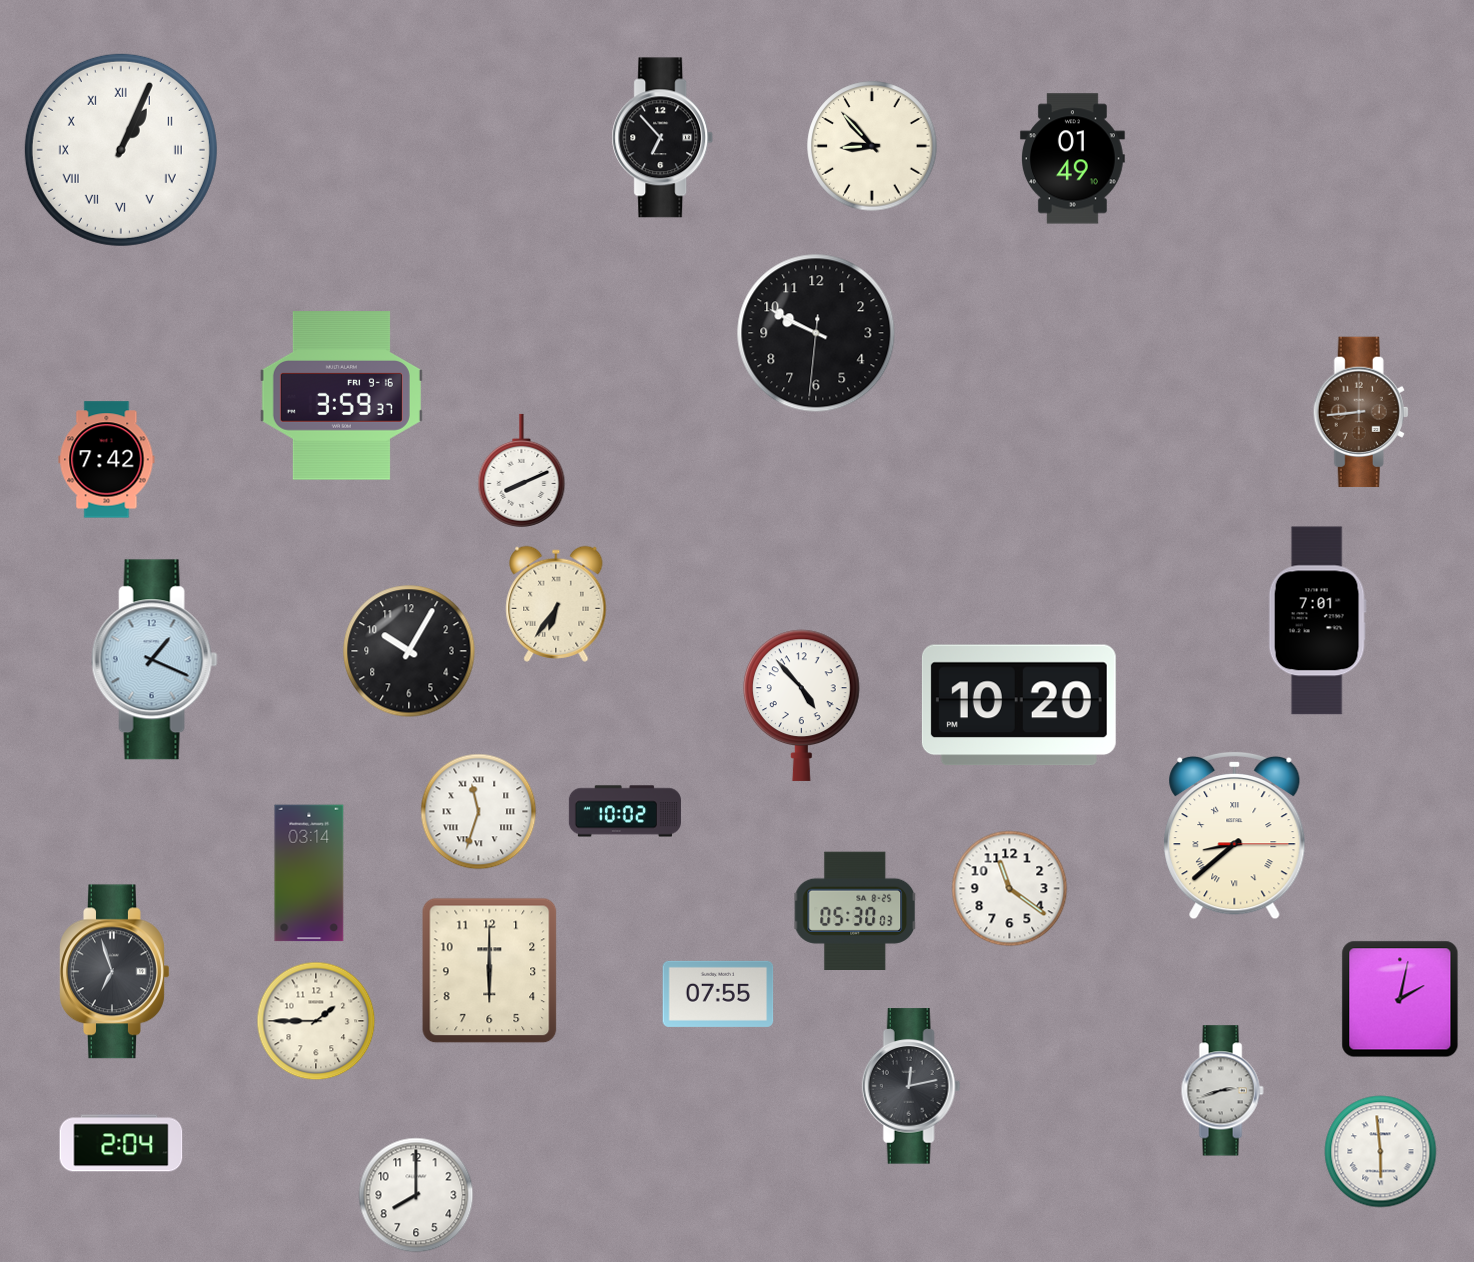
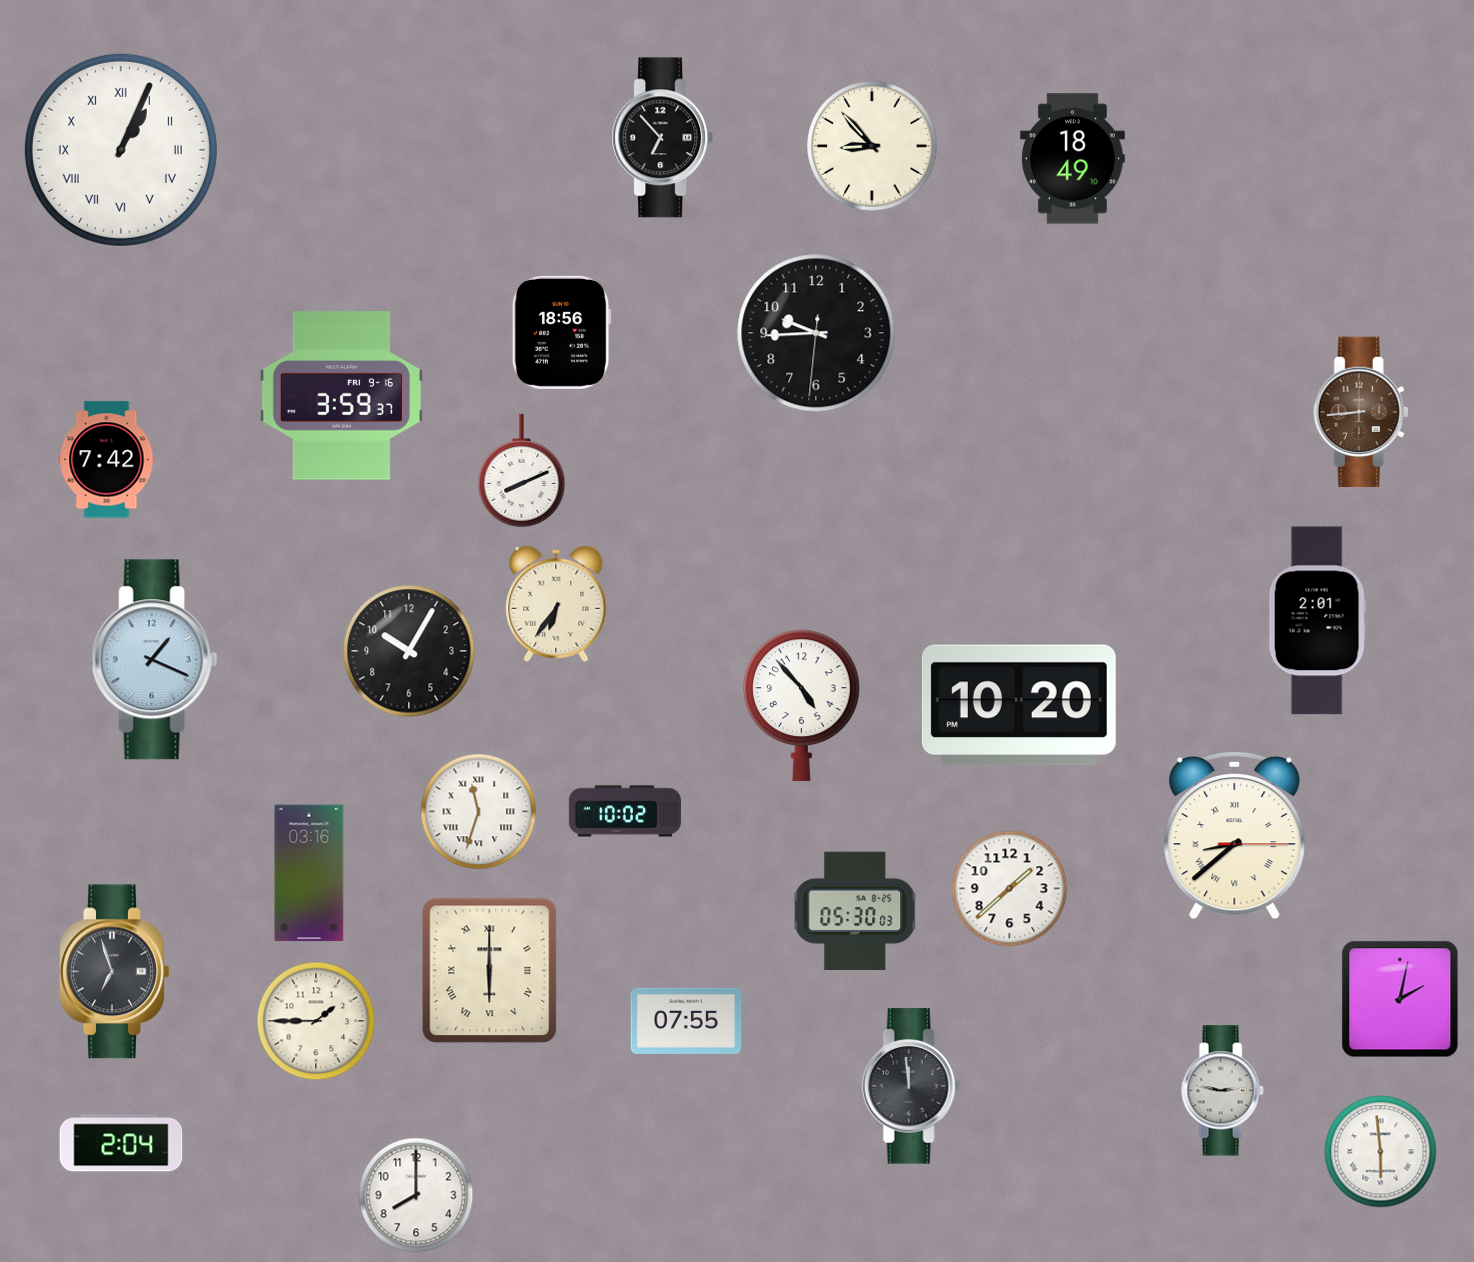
clock at (1072, 159): 01:49 -> 18:49
clock at (561, 332): none -> 18:56
clock at (816, 333): 9:49 -> 9:44
clock at (1317, 621): 7:01 -> 2:01
clock at (309, 873): 03:14 -> 03:16
clock at (1010, 889): 11:21 -> 1:38
clock at (490, 971) numerals: Arabic -> Roman
clock at (718, 994) position: (718, 994) -> (686, 1021)
clock at (911, 1086): 12:13 -> 11:59
clock at (1222, 1091): 2:42 -> 2:47
